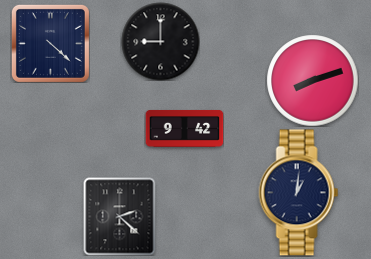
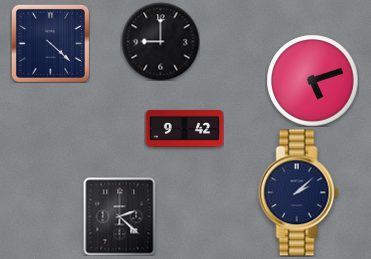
clock at (312, 80): 8:12 -> 5:12
clock at (299, 193): 1:01 -> 2:08
